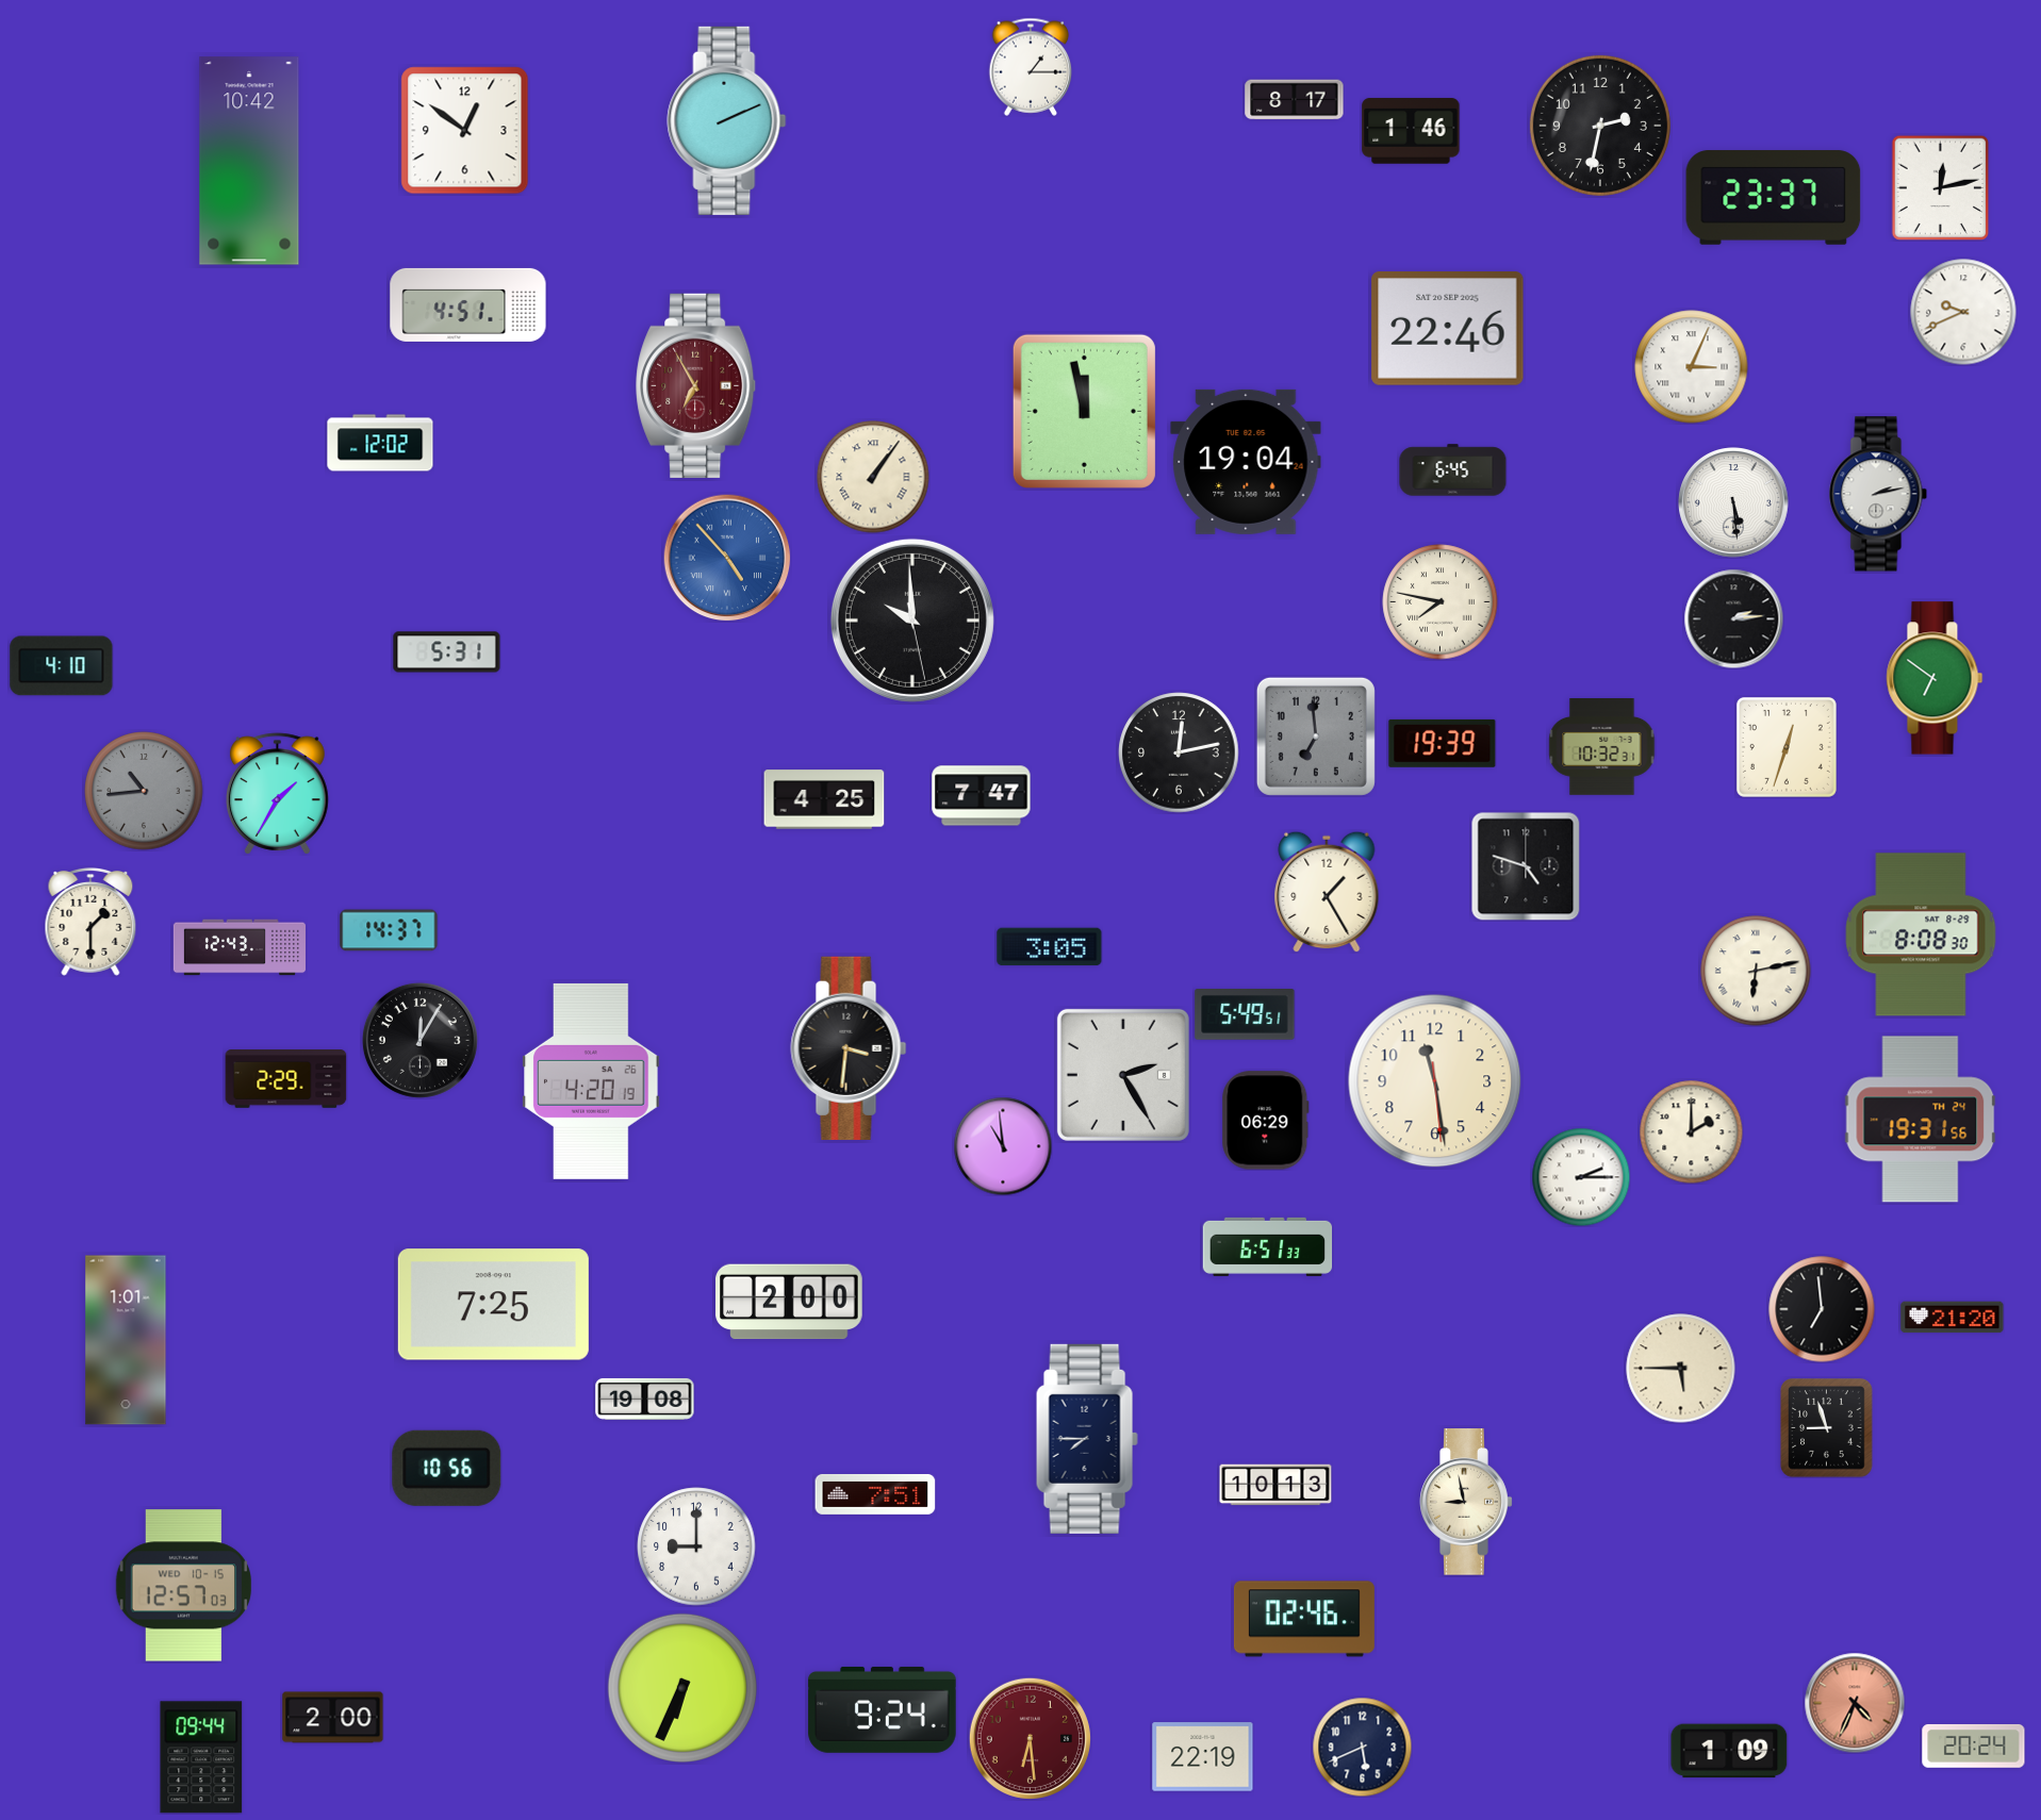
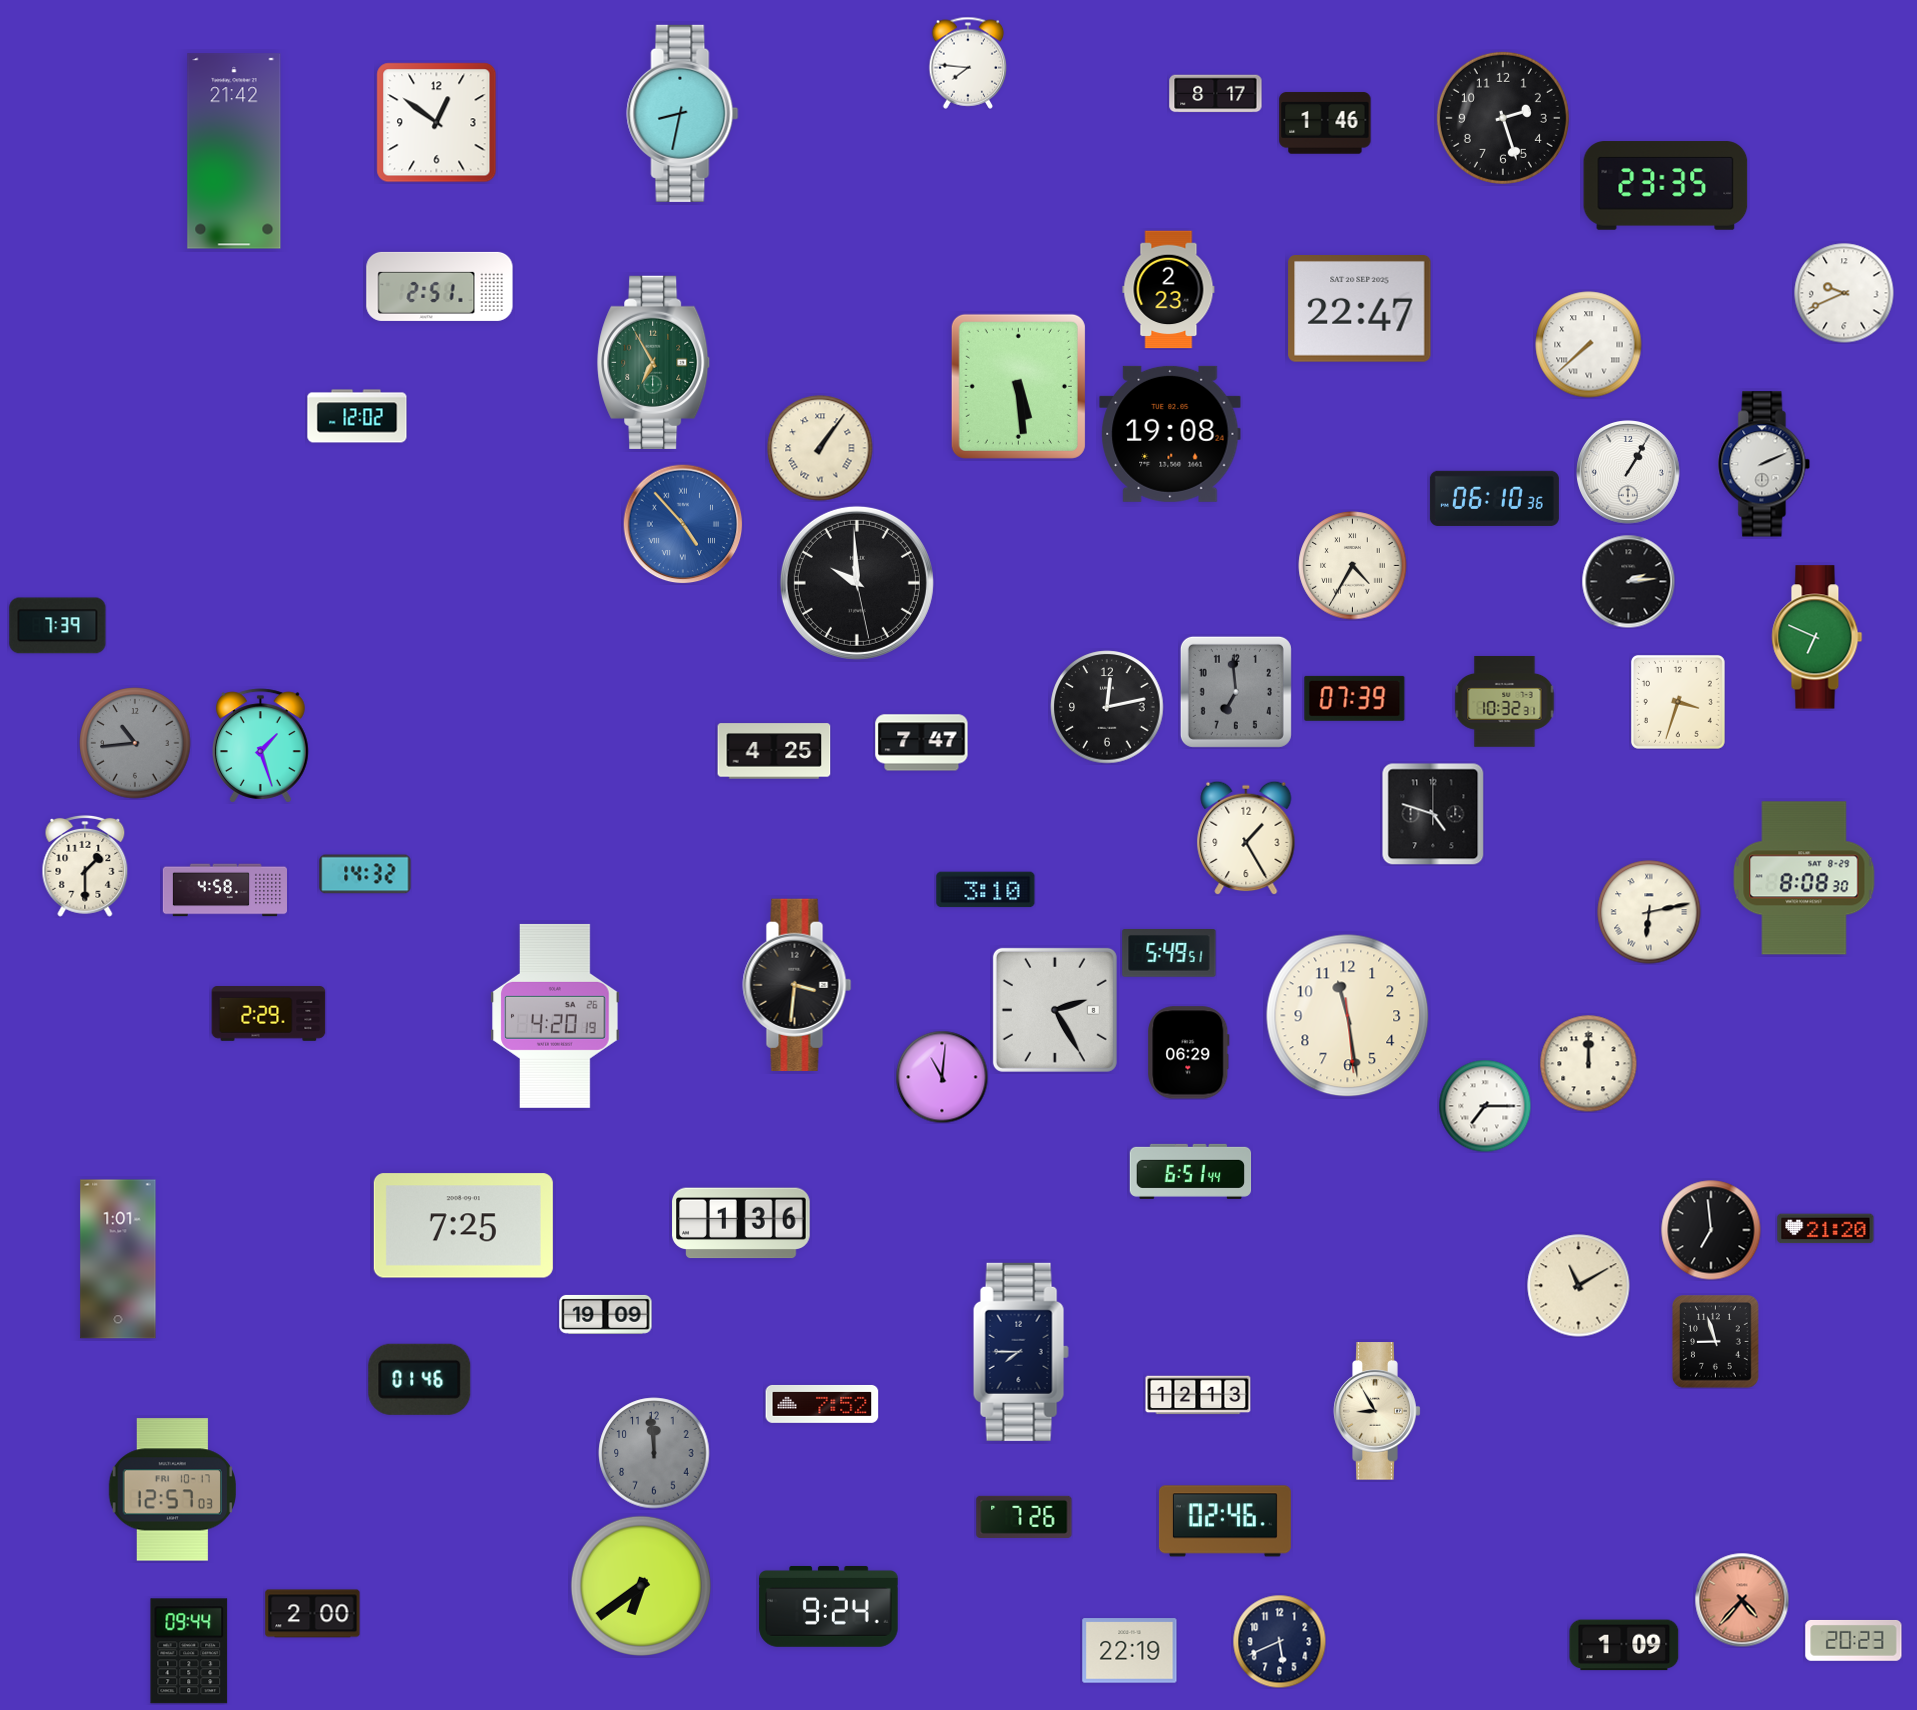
clock at (1031, 67): 1:15 -> 7:46
clock at (727, 120): 2:11 -> 8:32
clock at (1600, 126): 2:32 -> 2:27
clock at (249, 161): 10:42 -> 21:42
clock at (1941, 187): 12:13 -> none
clock at (1774, 198): 23:37 -> 23:35
clock at (468, 304): 4:51 -> 2:51
clock at (1169, 290): none -> 2:23
clock at (1448, 329): 22:46 -> 22:47
clock at (1692, 367): 3:04 -> 7:38
clock at (696, 385) dial: burgundy -> green
clock at (1084, 411): 11:58 -> 5:29
clock at (1246, 462): 19:04 -> 19:08
clock at (1453, 470): 6:45 -> none
clock at (1878, 494): 2:13 -> 2:11
clock at (1733, 502): 5:29 -> 1:05
clock at (1494, 498): none -> 06:10
clock at (1441, 602): 7:47 -> 4:35
clock at (447, 652): 5:31 -> none
clock at (62, 666): 4:10 -> 7:39
clock at (1935, 678): 6:51 -> 6:49
clock at (1443, 743): 19:39 -> 07:39
clock at (1787, 747): 12:33 -> 3:33
clock at (277, 794): 1:35 -> 1:27
clock at (982, 796) position: (982, 796) -> (922, 743)
clock at (389, 930): 14:37 -> 14:32
clock at (240, 947): 12:43 -> 4:58
clock at (1050, 947): 3:05 -> 3:10
clock at (419, 1040): 12:05 -> none
clock at (1921, 1120): 19:31 -> none
clock at (1691, 1131): 2:00 -> 12:00
clock at (1003, 1146): 10:59 -> 11:01
clock at (1581, 1177): 2:15 -> 7:15
clock at (1268, 1246): 6:51:33 -> 6:51:44
clock at (789, 1302): 2:00 -> 1:36
clock at (1953, 1318) position: (1953, 1318) -> (1826, 1229)
clock at (1681, 1369): 5:45 -> 11:10
clock at (645, 1399): 19:08 -> 19:09
clock at (447, 1468): 10:56 -> 01:46
clock at (1275, 1485): 10:13 -> 12:13
clock at (875, 1494): 7:51 -> 7:52
clock at (1466, 1502): 8:58 -> 8:55
clock at (696, 1546): 9:00 -> 11:59
clock at (696, 1546) dial: white -> grey
clock at (183, 1586) date: WED 10-15 -> FRI 10-17
clock at (1024, 1517): none -> 7:26
clock at (682, 1688): 6:34 -> 6:39
clock at (1855, 1703): 4:34 -> 4:37
clock at (1030, 1738): 6:29 -> none
clock at (1974, 1745): 20:24 -> 20:23
